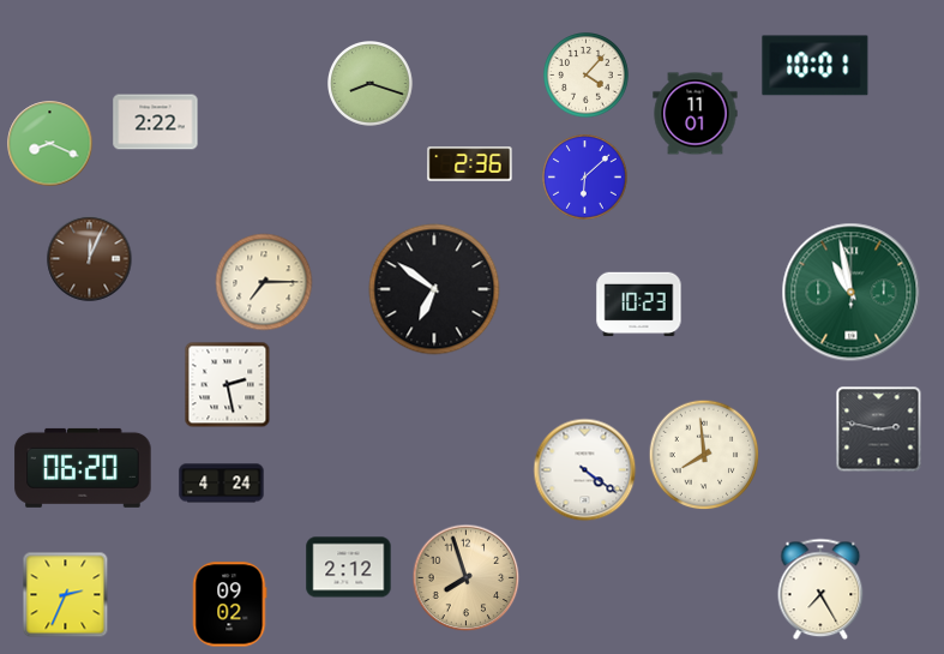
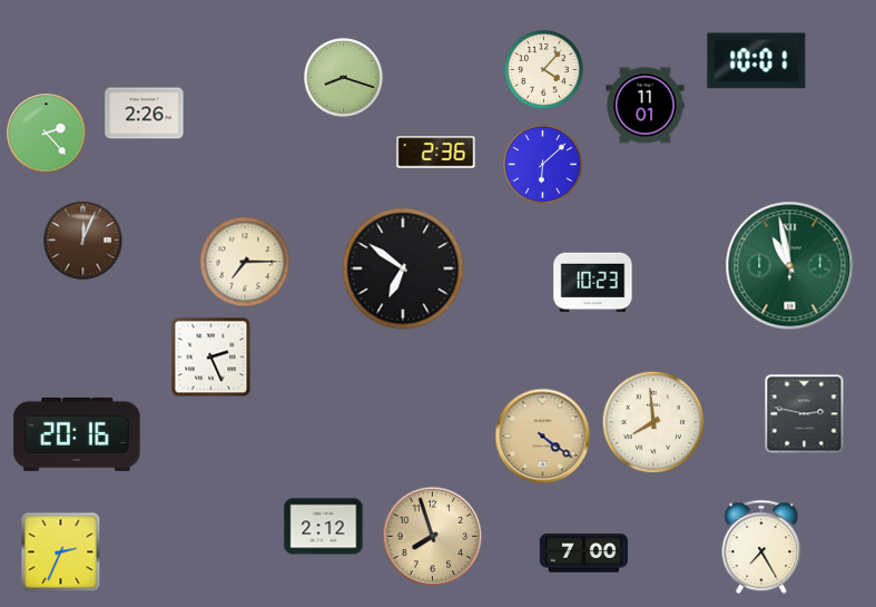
clock at (156, 122): 2:22 -> 2:26
clock at (50, 144): 8:19 -> 2:23
clock at (852, 293) position: (852, 293) -> (790, 266)
clock at (228, 385): 2:28 -> 2:26
clock at (879, 430) position: (879, 430) -> (805, 414)
clock at (83, 468): 06:20 -> 20:16
clock at (585, 470) dial: white -> champagne
clock at (222, 484): 4:24 -> none
clock at (584, 554): none -> 7:00
clock at (229, 605): 09:02 -> none
